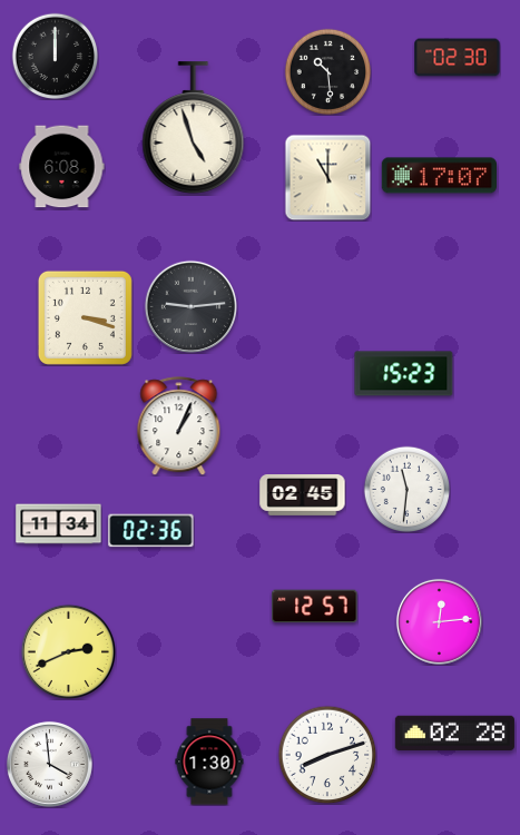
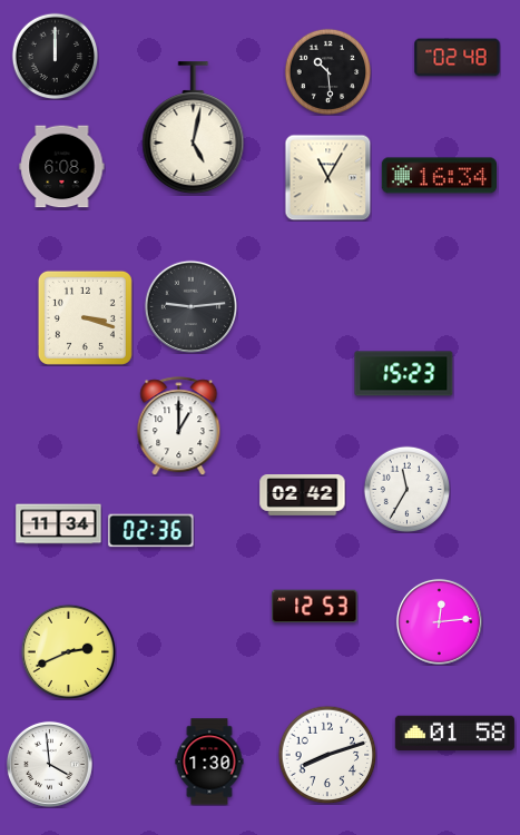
clock at (458, 58): 02:30 -> 02:48
clock at (194, 128): 4:57 -> 5:02
clock at (439, 176): 17:07 -> 16:34
clock at (327, 177): 11:00 -> 11:05
clock at (179, 426): 1:04 -> 1:00
clock at (406, 489): 11:31 -> 11:35
clock at (303, 495): 02:45 -> 02:42
clock at (315, 607): 12:57 -> 12:53
clock at (454, 734): 02:28 -> 01:58
